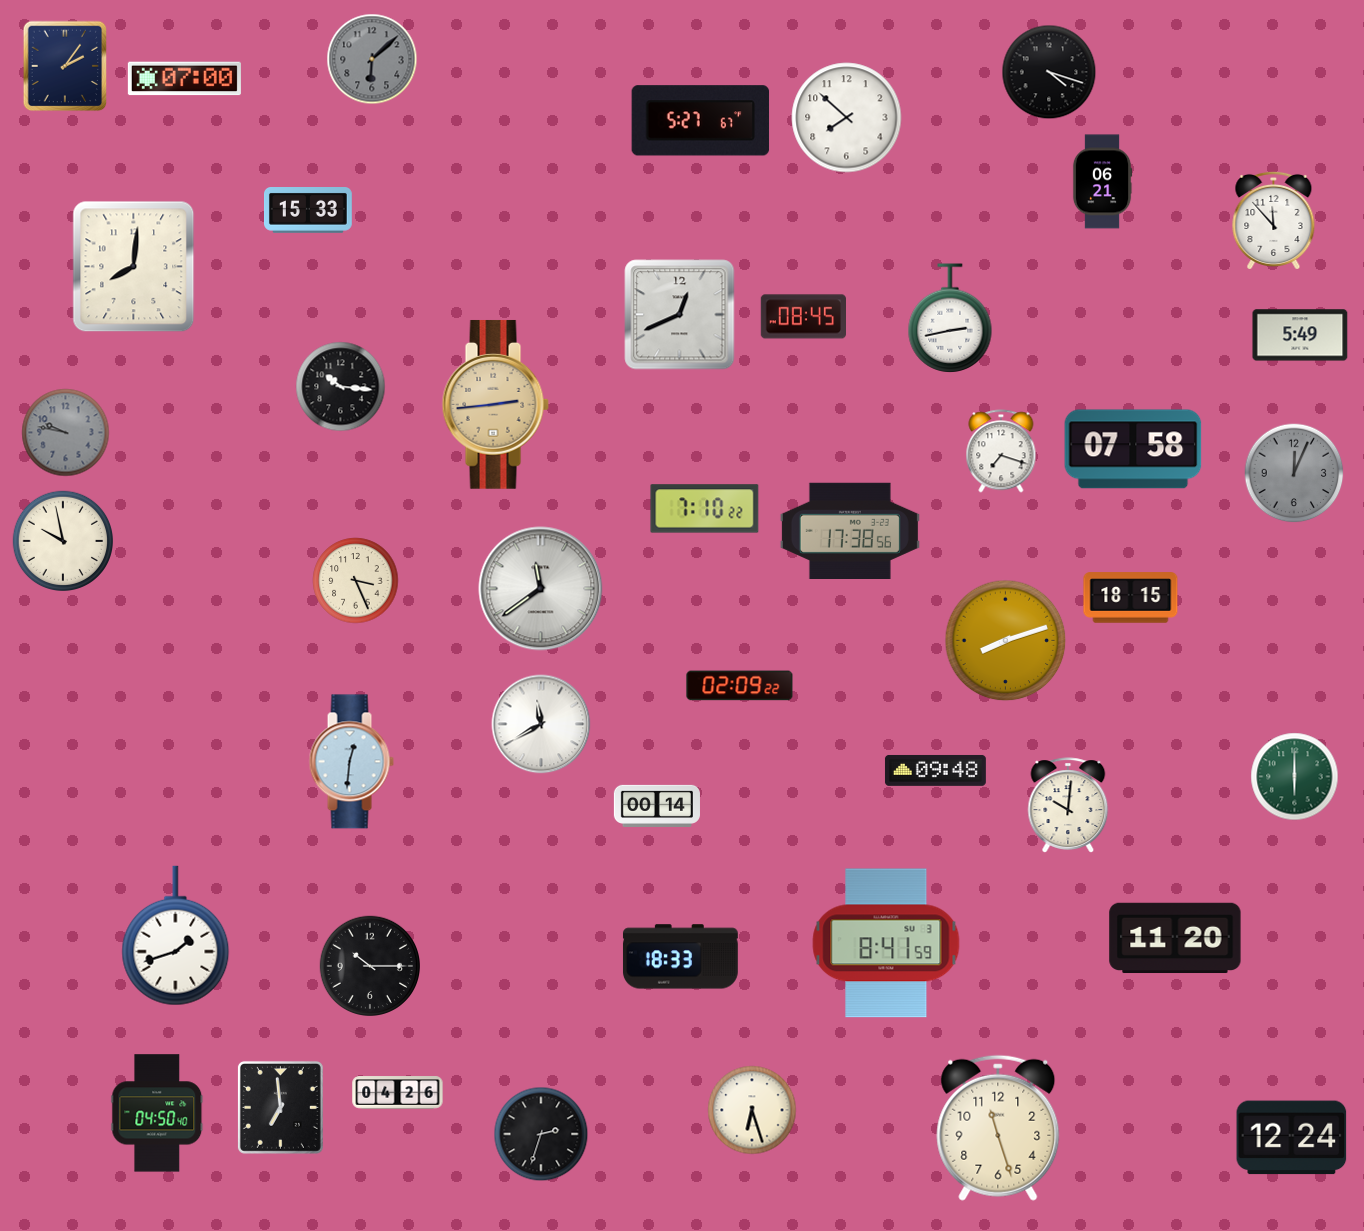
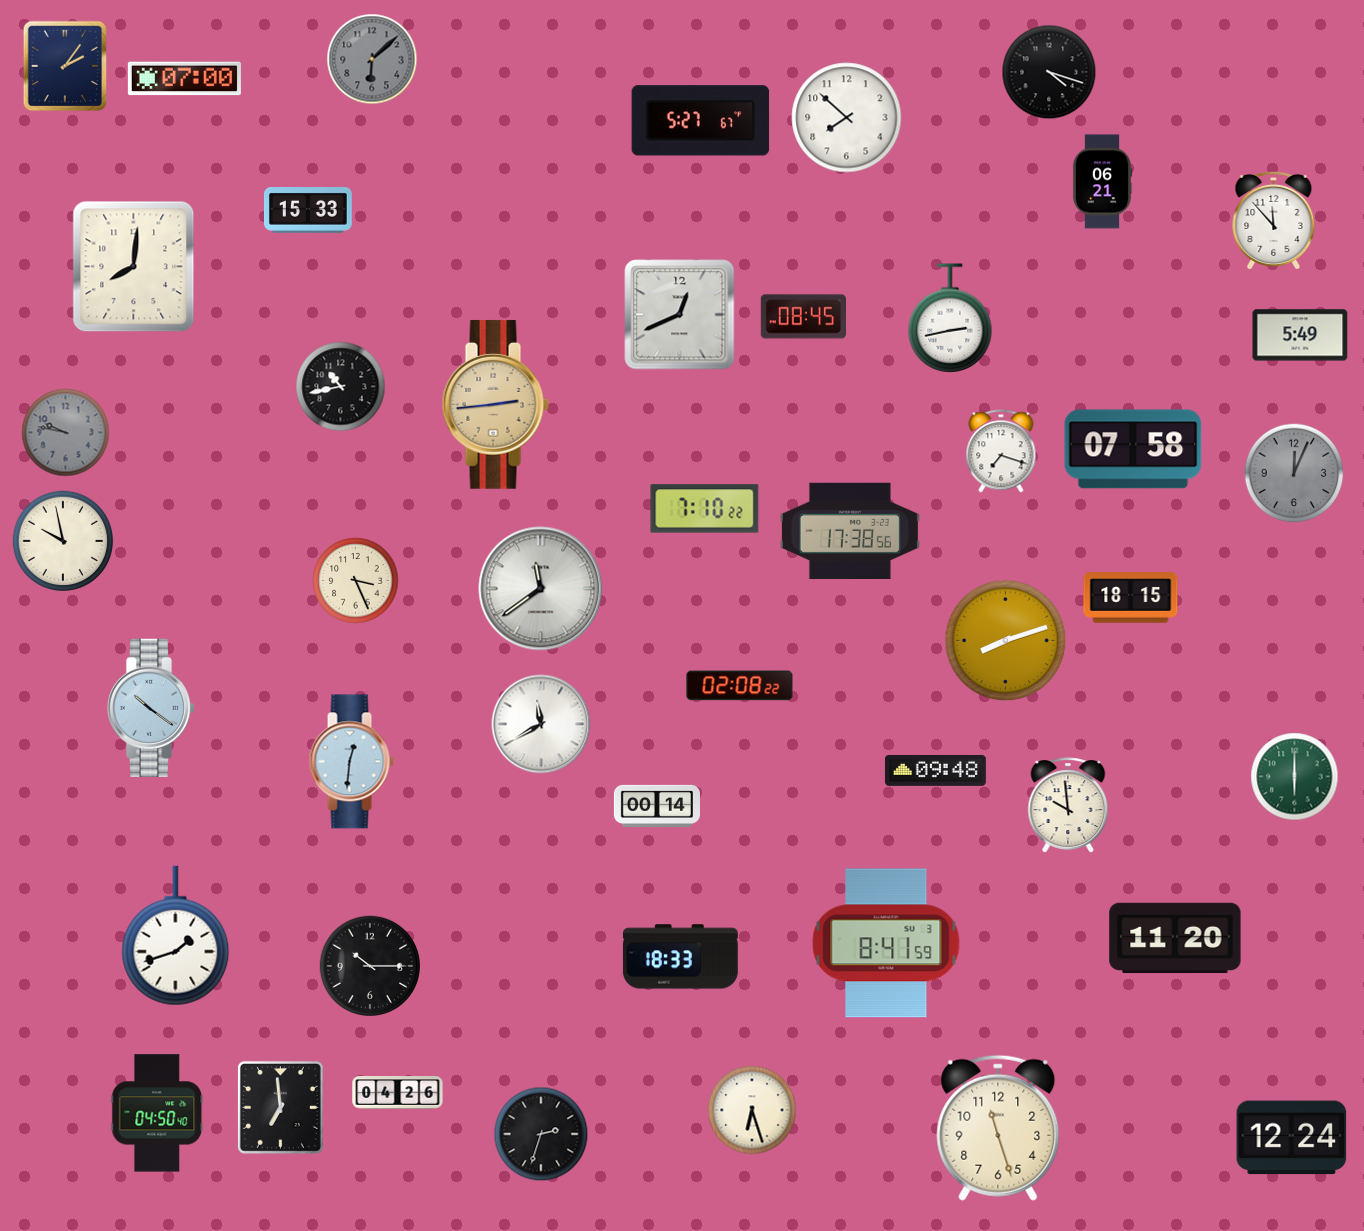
clock at (341, 387): 10:16 -> 10:43
clock at (740, 686): 02:09 -> 02:08
clock at (151, 707): none -> 10:21
clock at (1068, 805): 10:01 -> 9:59
